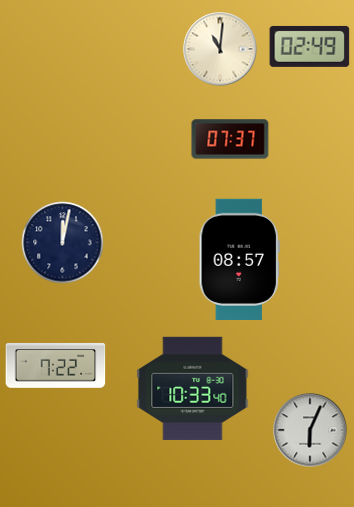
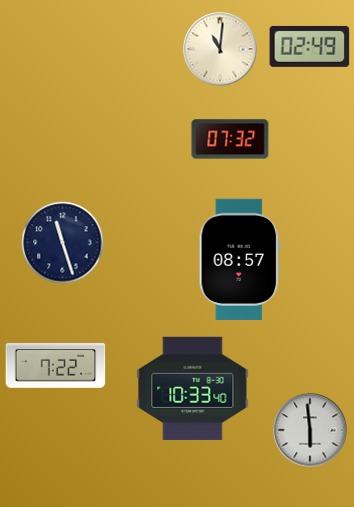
clock at (230, 139): 07:37 -> 07:32
clock at (63, 243): 12:02 -> 11:27
clock at (310, 430): 6:04 -> 5:59
